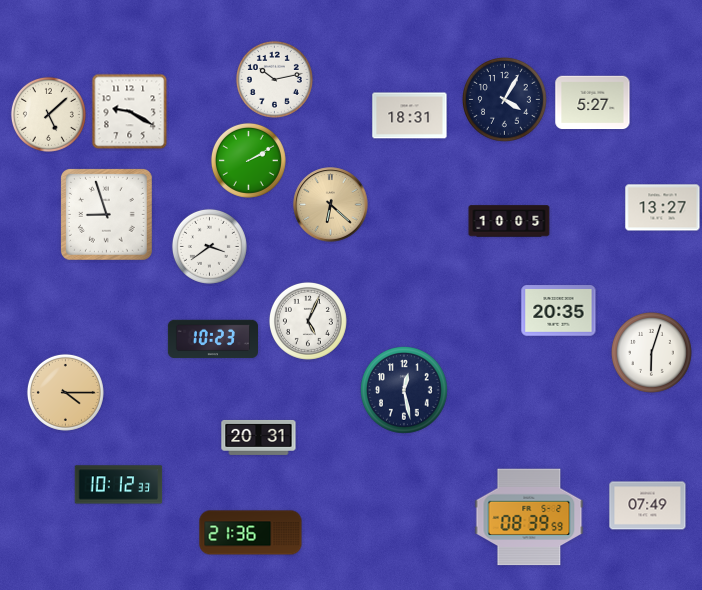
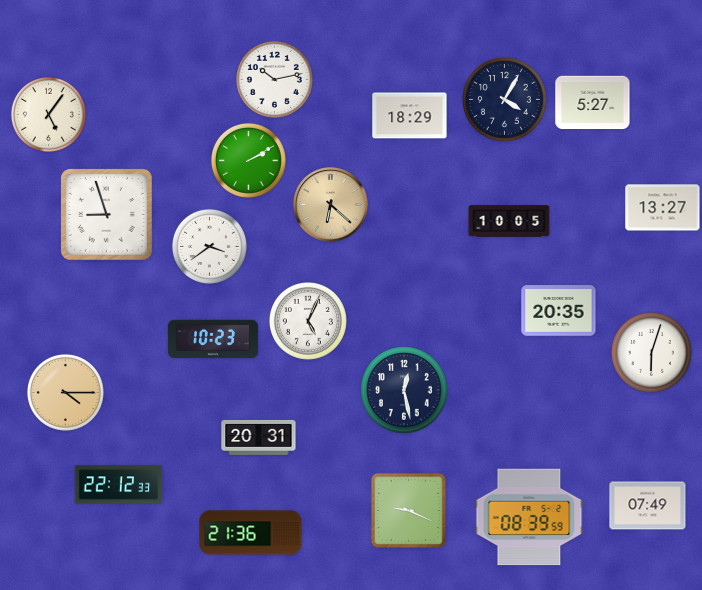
clock at (130, 112): 9:20 -> none
clock at (48, 114): 5:08 -> 5:06
clock at (410, 116): 18:31 -> 18:29
clock at (119, 485): 10:12 -> 22:12
clock at (408, 510): none -> 9:19
